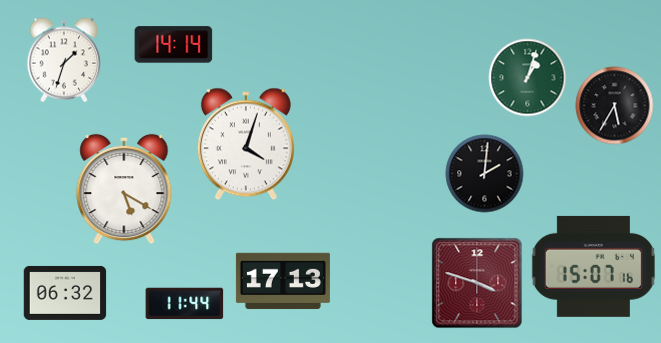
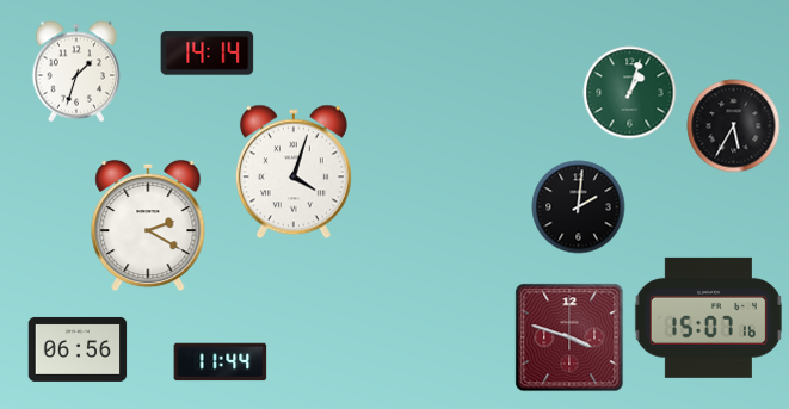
clock at (124, 189): 5:20 -> 2:20
clock at (283, 281): 17:13 -> none
clock at (65, 293): 06:32 -> 06:56
